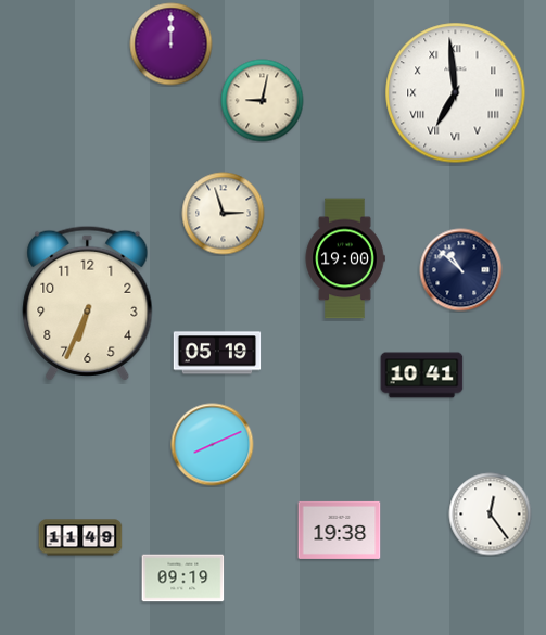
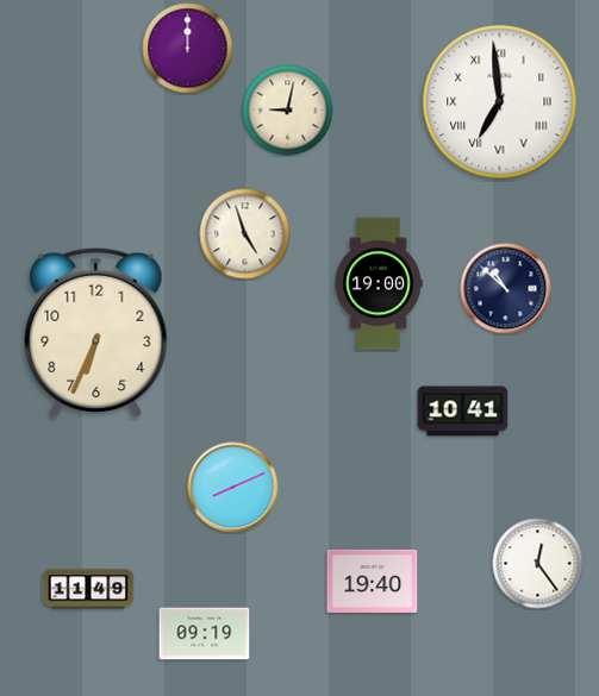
clock at (224, 214): 2:57 -> 4:57
clock at (461, 270) position: (461, 270) -> (506, 289)
clock at (217, 353): 05:19 -> none
clock at (340, 530): 19:38 -> 19:40
clock at (183, 579) position: (183, 579) -> (205, 634)
